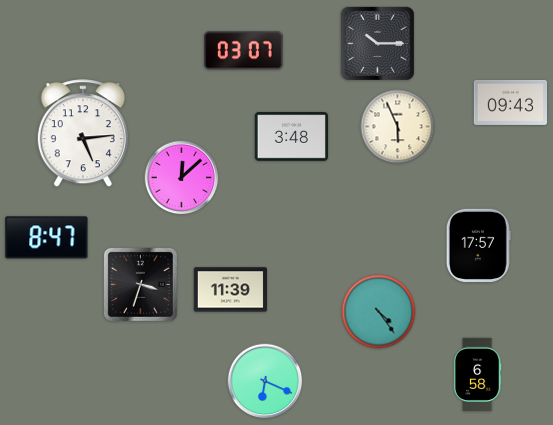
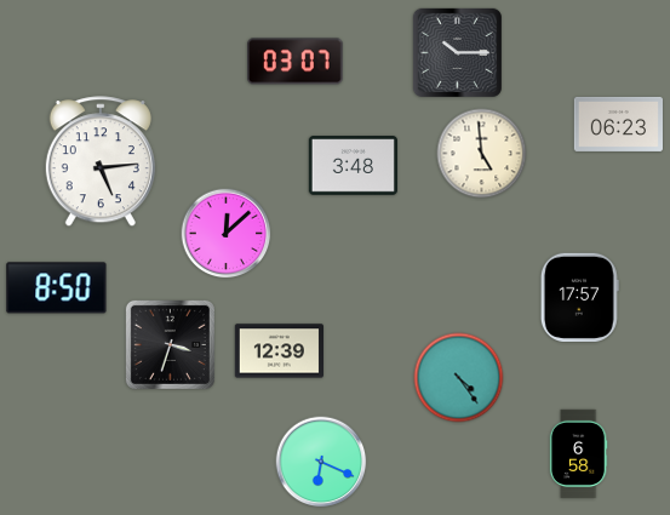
clock at (510, 102): 09:43 -> 06:23
clock at (398, 127): 5:56 -> 4:59
clock at (182, 178) position: (182, 178) -> (227, 234)
clock at (47, 238): 8:47 -> 8:50
clock at (230, 290): 11:39 -> 12:39
